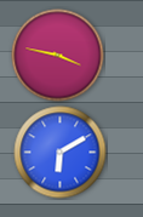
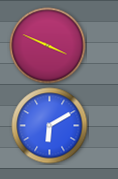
clock at (58, 56): 3:47 -> 3:49
